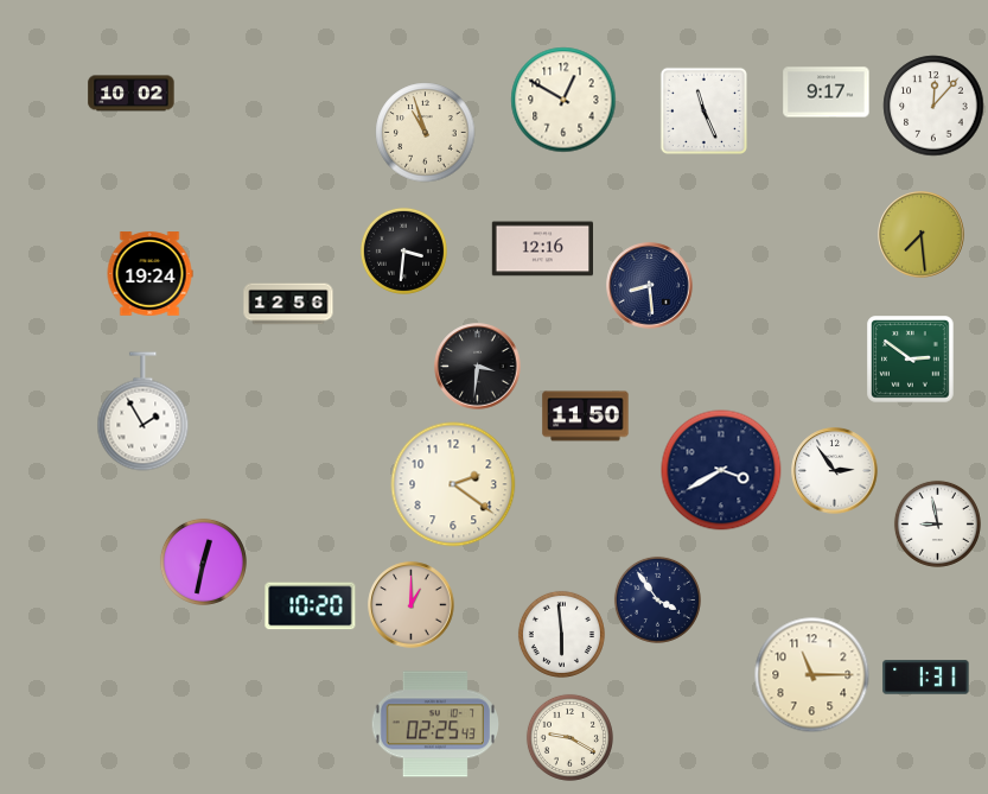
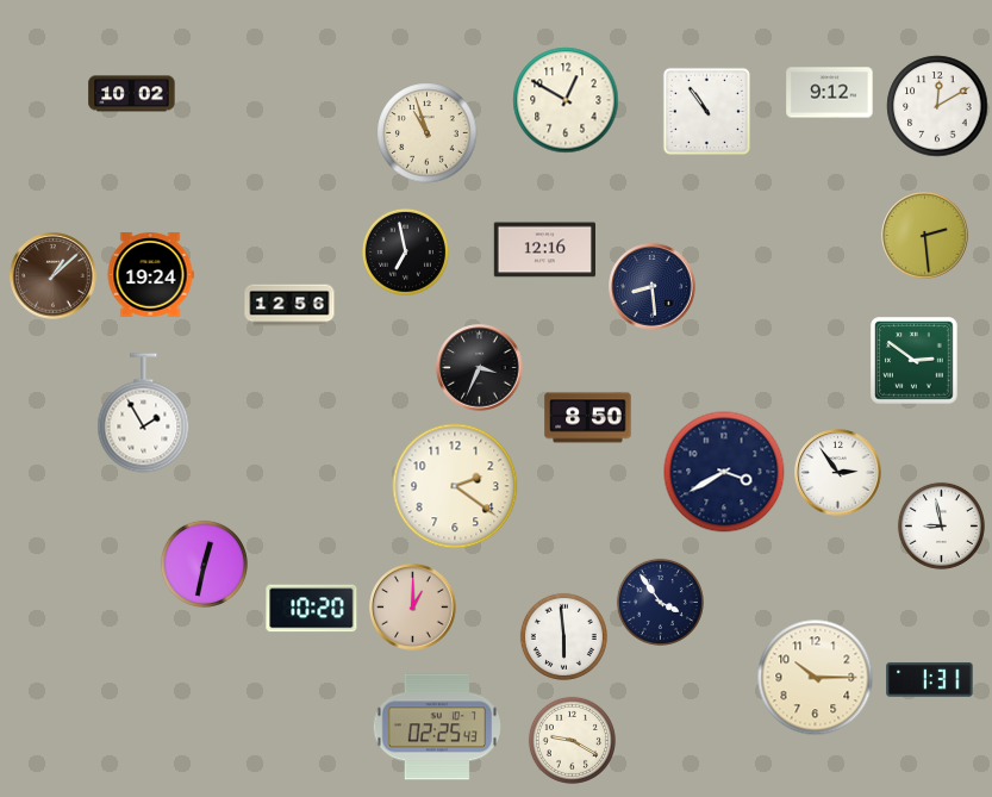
clock at (827, 93): 9:17 -> 9:12
clock at (933, 106): 12:07 -> 12:10
clock at (703, 110): 11:26 -> 10:54
clock at (922, 235): 7:29 -> 2:29
clock at (403, 250): 3:31 -> 6:58
clock at (54, 276): none -> 1:08
clock at (478, 367): 3:31 -> 3:34
clock at (586, 417): 11:50 -> 8:50
clock at (812, 675): 11:15 -> 10:15
